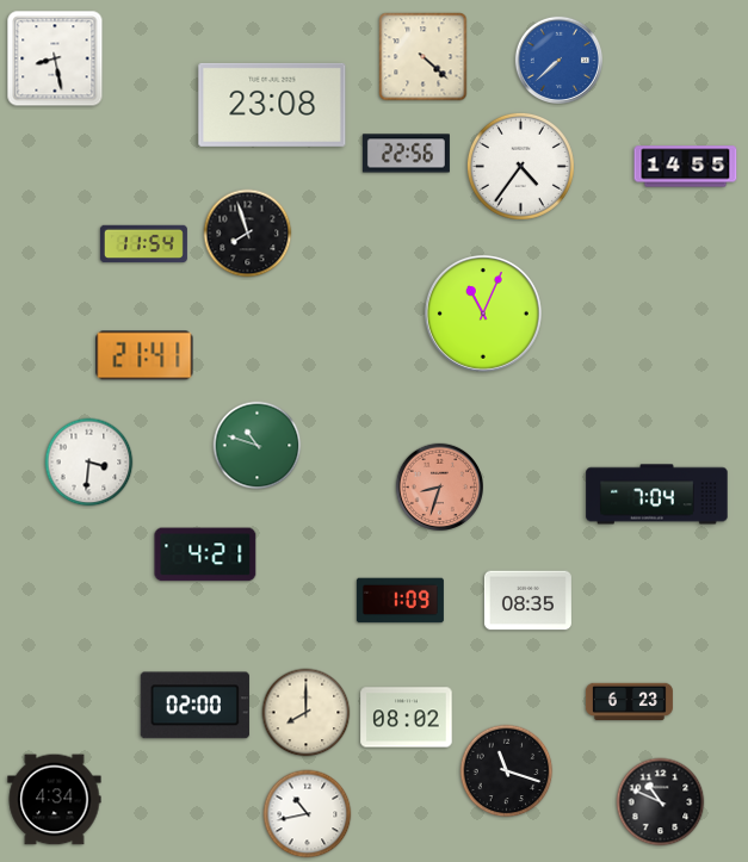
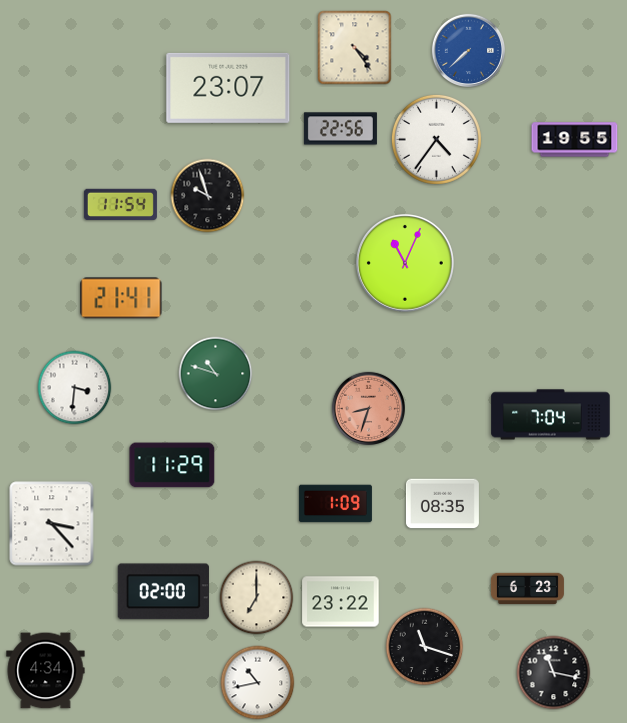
clock at (424, 57): 4:22 -> 4:24
clock at (55, 58): 8:28 -> none
clock at (272, 105): 23:08 -> 23:07
clock at (686, 167): 14:55 -> 19:55
clock at (248, 234): 7:57 -> 9:57
clock at (205, 554): 4:21 -> 11:29
clock at (52, 524): none -> 3:23
clock at (307, 713): 8:00 -> 7:00
clock at (407, 718): 08:02 -> 23:22
clock at (661, 802): 10:49 -> 11:17
